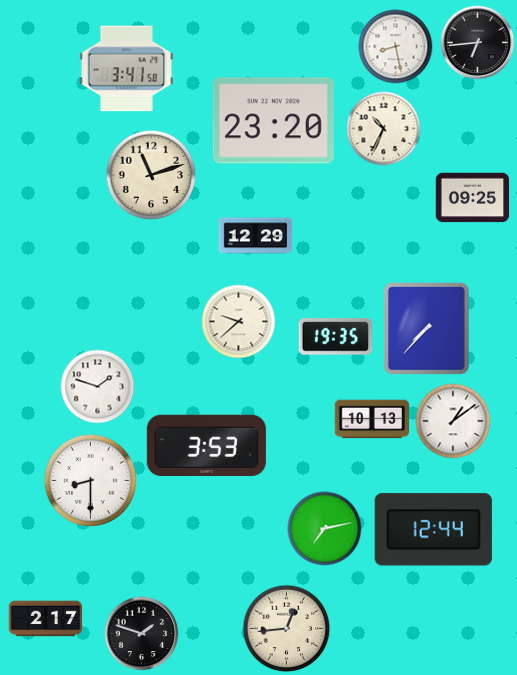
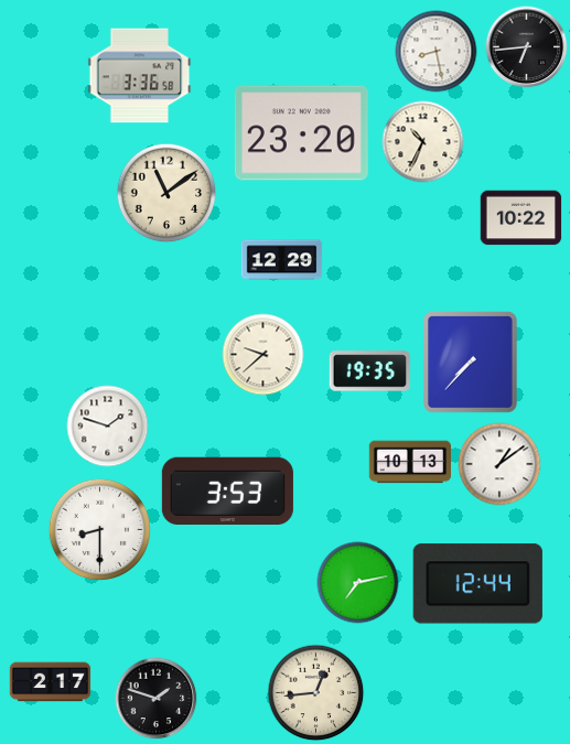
clock at (127, 69): 3:41 -> 3:36
clock at (151, 175): 11:12 -> 11:09
clock at (473, 198): 09:25 -> 10:22
